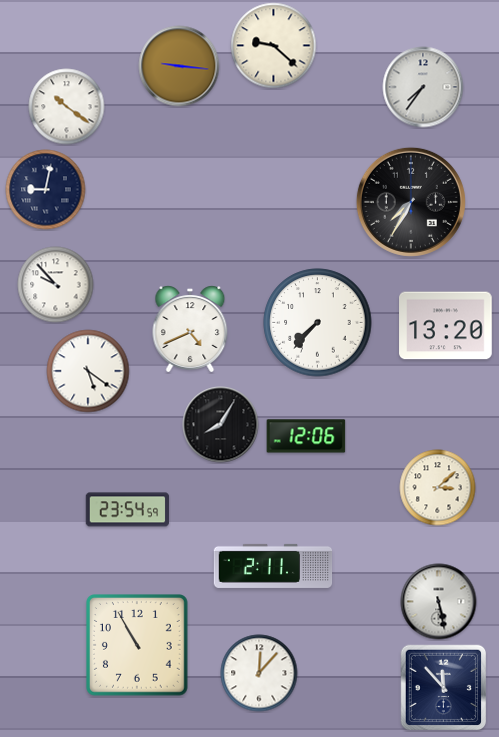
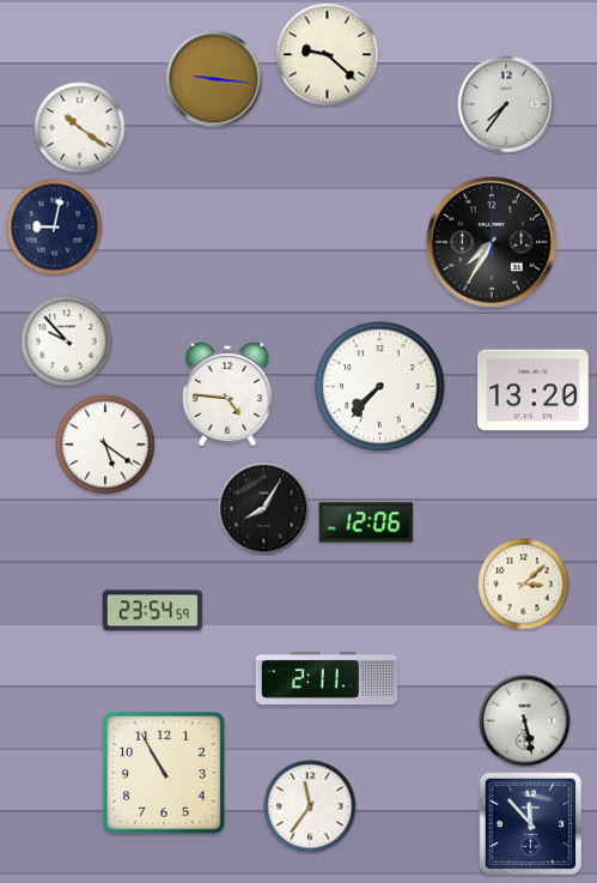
clock at (190, 329): 4:41 -> 4:46
clock at (259, 673): 12:07 -> 11:36
